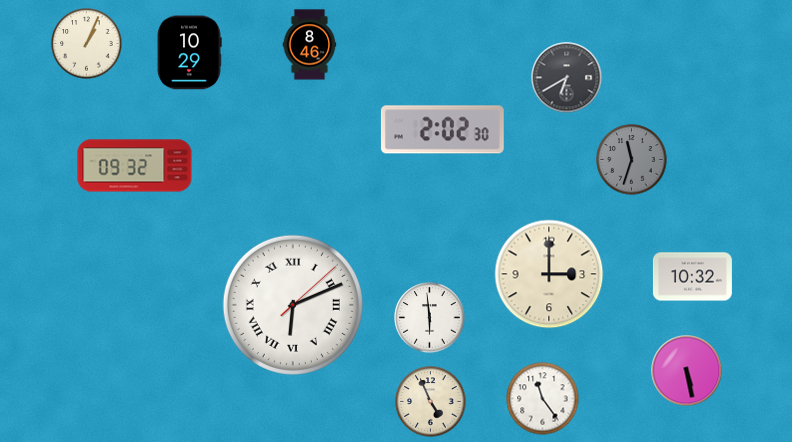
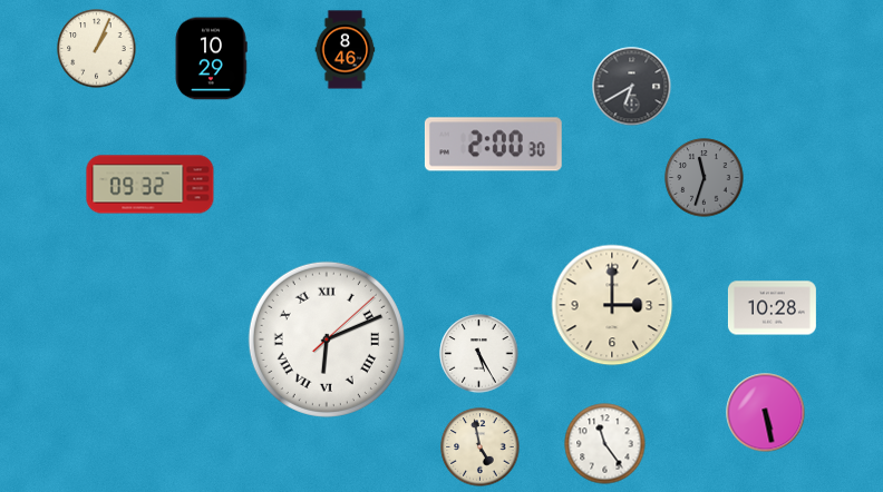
clock at (442, 130): 2:02 -> 2:00
clock at (692, 277): 10:32 -> 10:28
clock at (430, 318): 5:59 -> 5:25
clock at (431, 402): 4:56 -> 4:58
